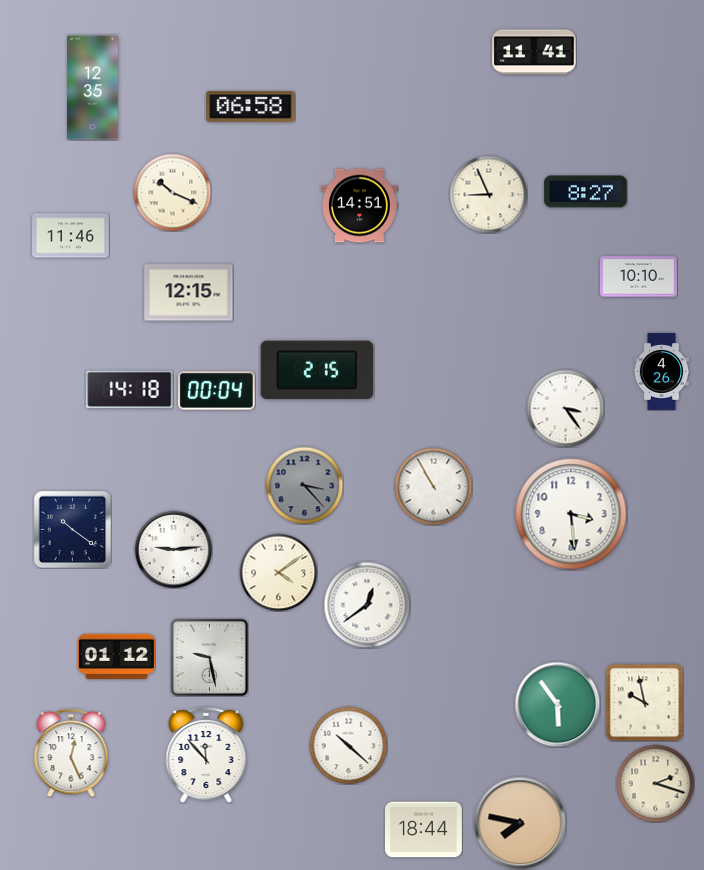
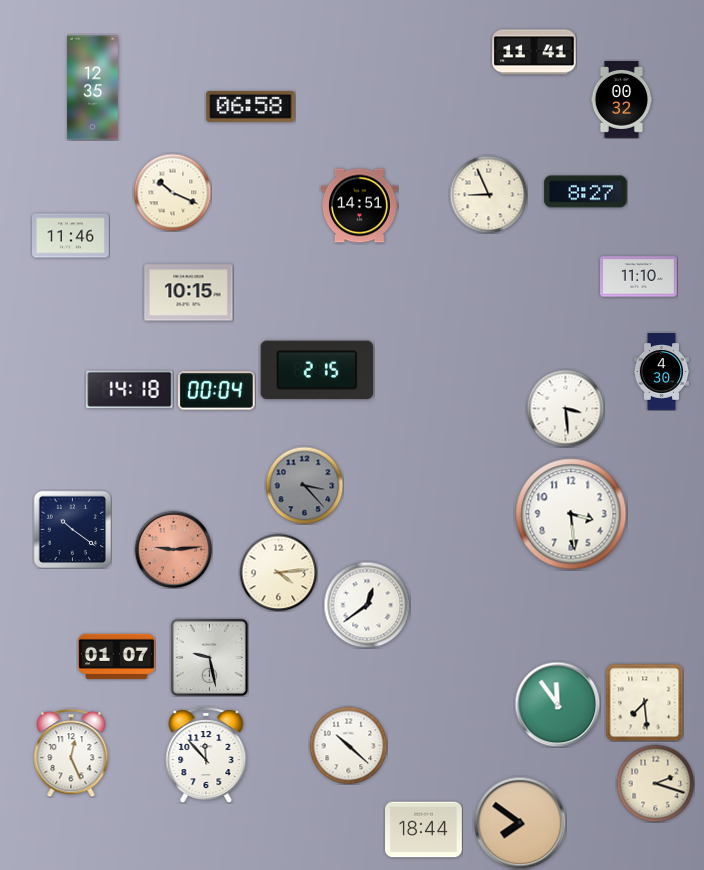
clock at (622, 100): none -> 00:32
clock at (639, 277): 10:10 -> 11:10
clock at (189, 293): 12:15 -> 10:15
clock at (662, 372): 4:26 -> 4:30
clock at (565, 408): 3:24 -> 3:29
clock at (433, 486): 10:55 -> none
clock at (173, 549) dial: white -> salmon
clock at (278, 572): 4:09 -> 4:14
clock at (117, 657): 01:12 -> 01:07
clock at (644, 702): 9:58 -> 7:29
clock at (557, 704): 5:54 -> 11:54
clock at (520, 823): 7:47 -> 7:51
